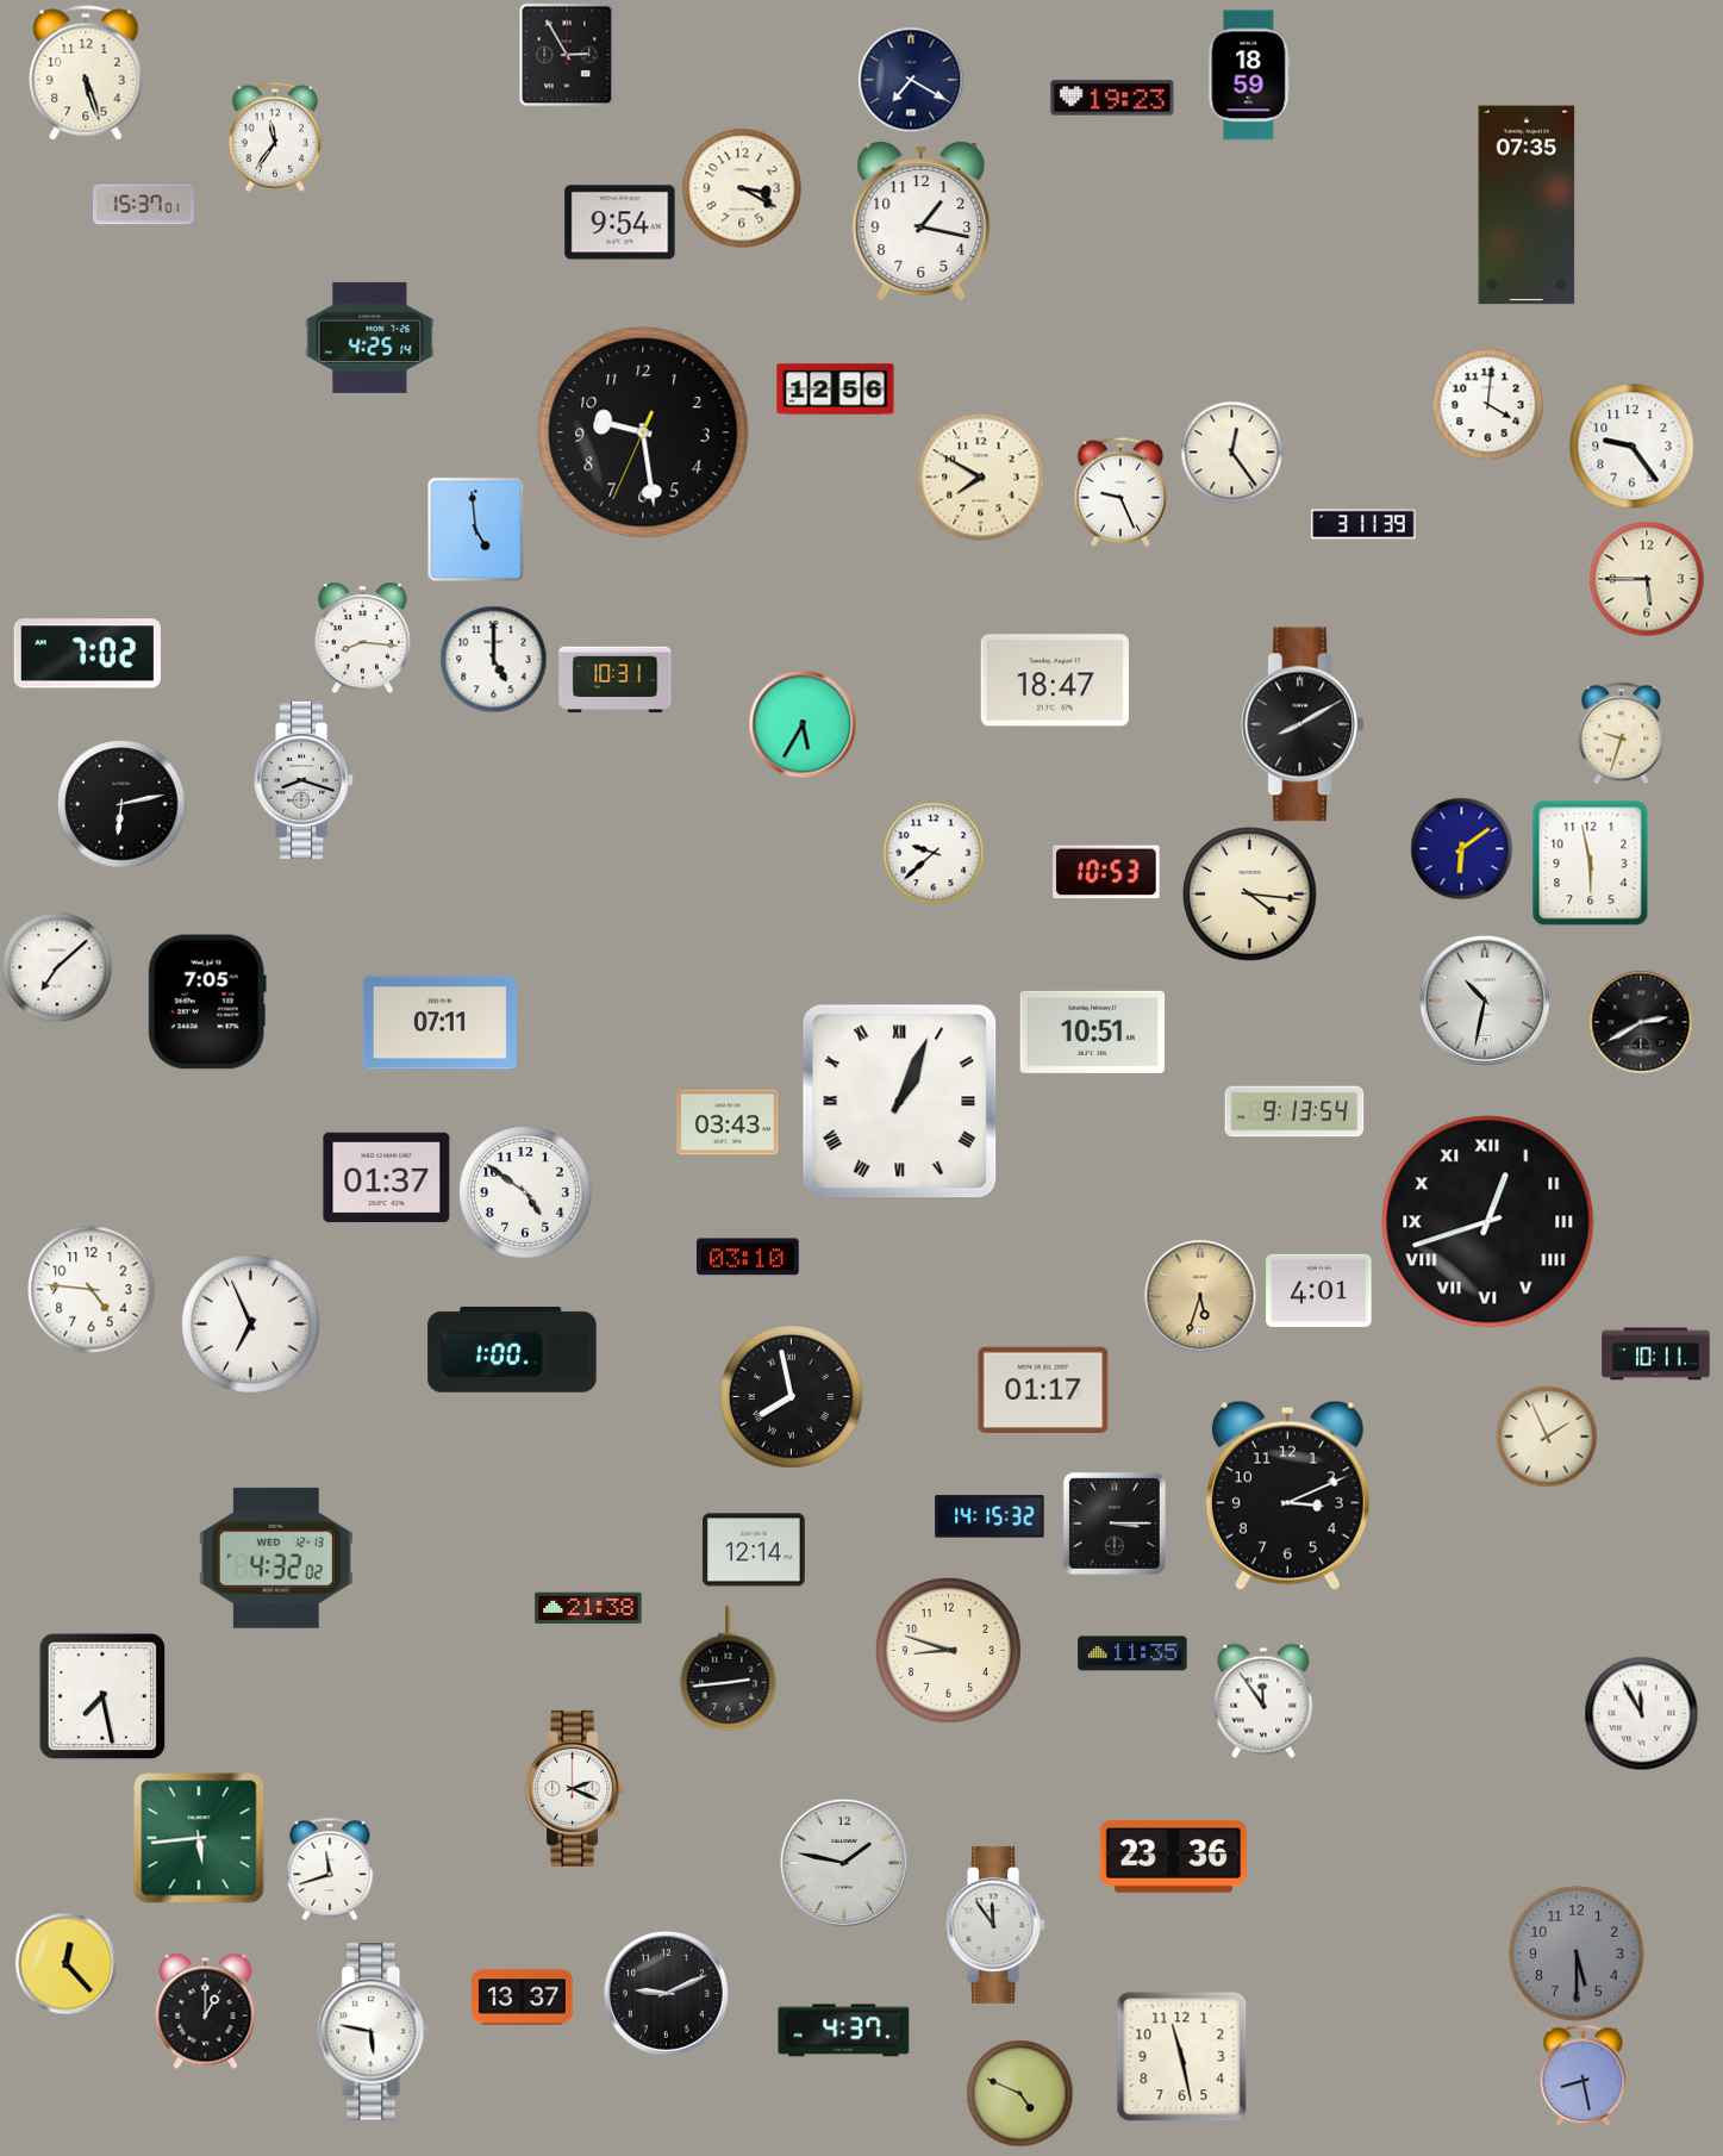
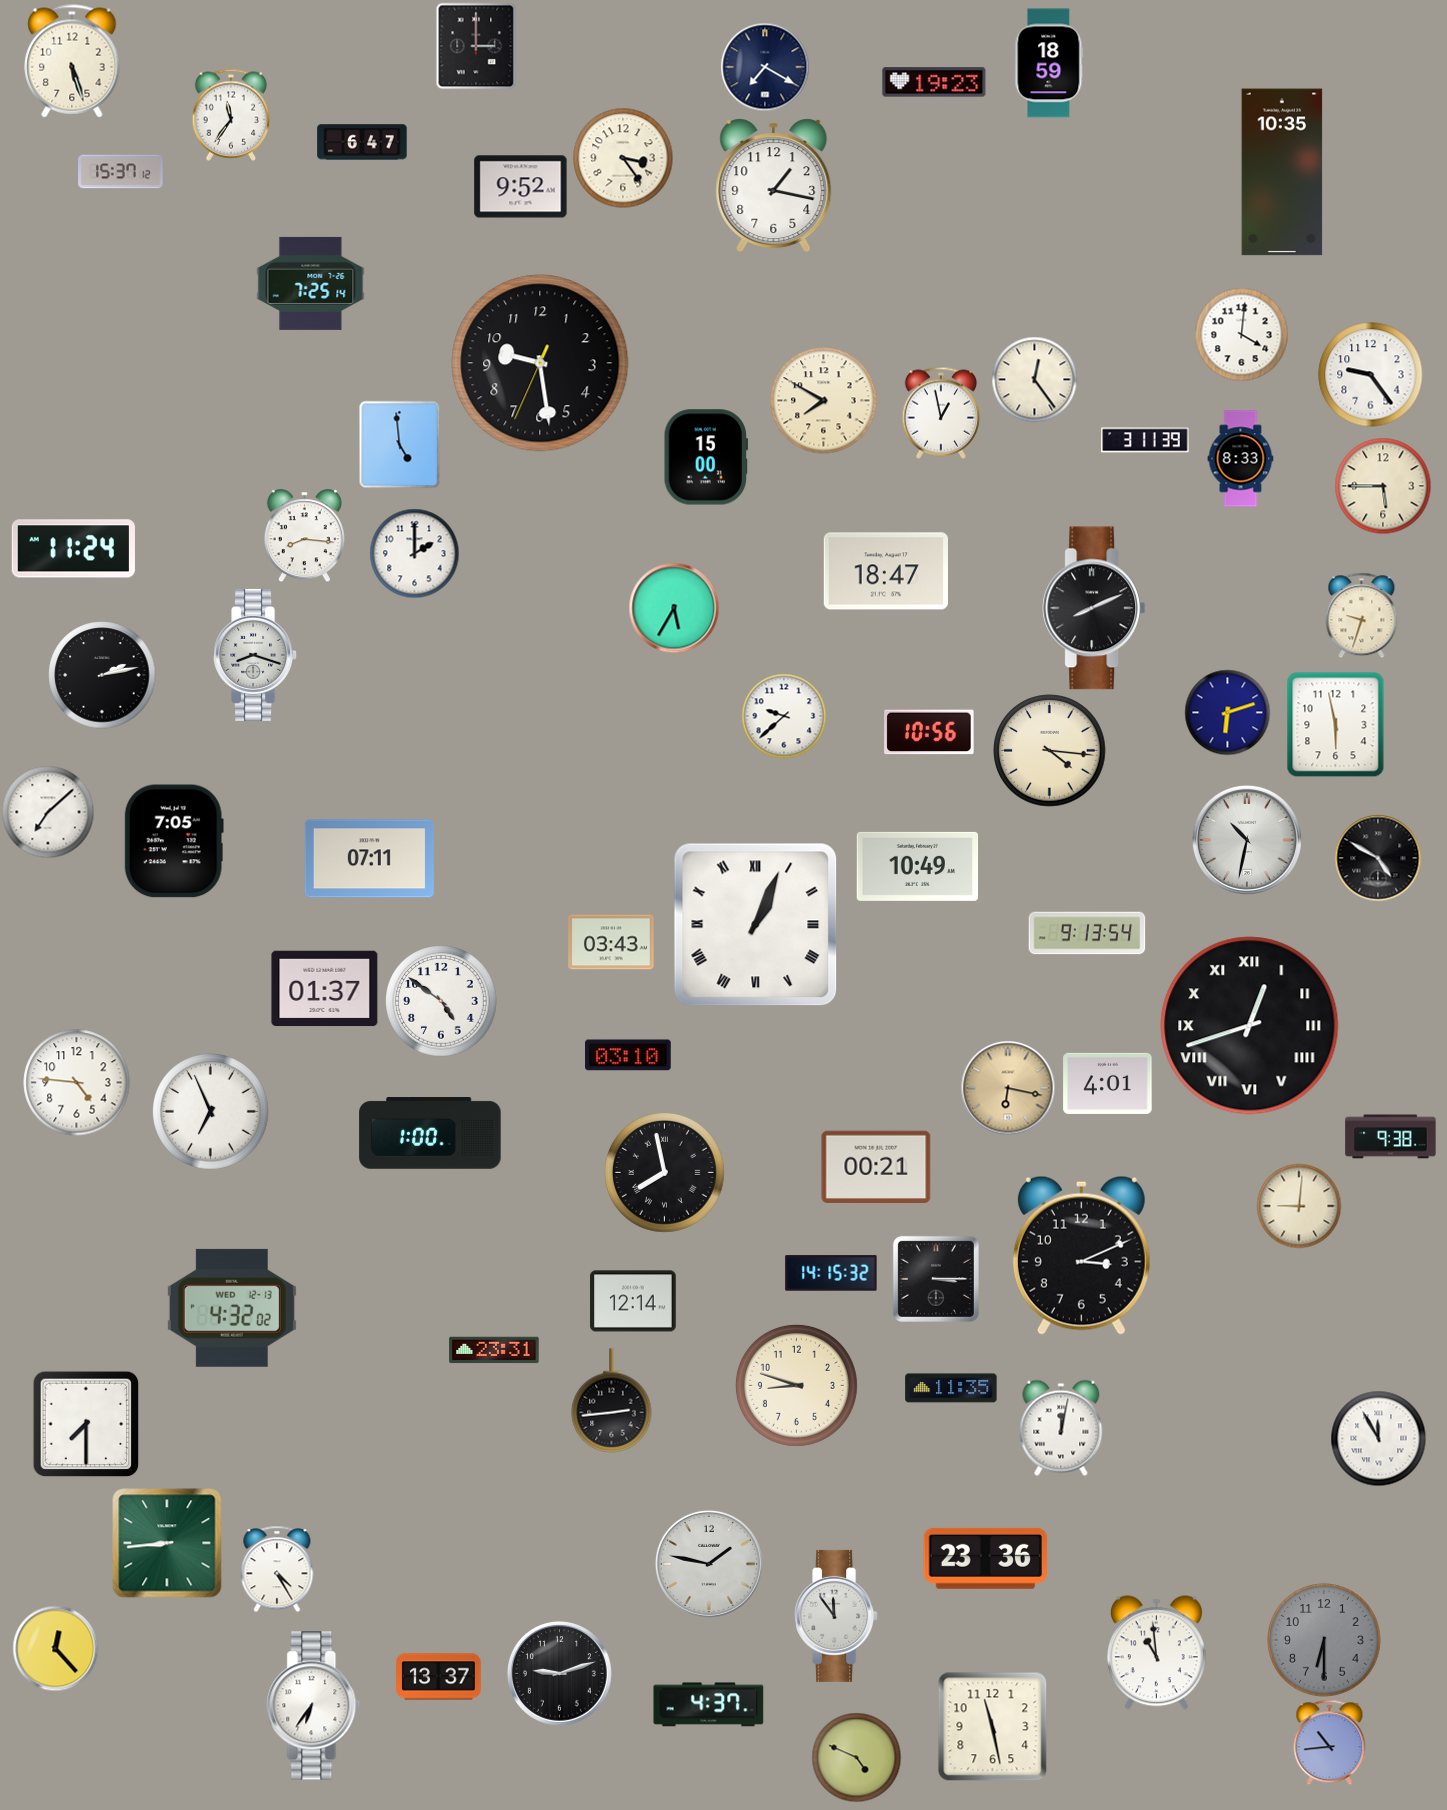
clock at (567, 55): 2:55 -> 3:00
clock at (362, 142): none -> 6:47
clock at (742, 188): 3:20 -> 3:24
clock at (144, 205): 15:37:01 -> 15:37:12
clock at (1527, 205): 07:35 -> 10:35
clock at (620, 223): 9:54 -> 9:52
clock at (370, 337): 4:25 -> 7:25
clock at (836, 390): 12:56 -> none
clock at (1487, 404) position: (1487, 404) -> (1241, 334)
clock at (1120, 492): 9:26 -> 12:58
clock at (706, 457): none -> 15:00
clock at (1241, 459): none -> 8:33
clock at (87, 654): 7:02 -> 11:24
clock at (493, 659): 5:00 -> 2:00
clock at (616, 680): 10:31 -> none
clock at (1303, 724): 8:10 -> 8:11
clock at (121, 804): 6:13 -> 2:13
clock at (1461, 848): 6:09 -> 6:12
clock at (1106, 872): 10:53 -> 10:56
clock at (1641, 1022): 2:40 -> 4:50
clock at (1093, 1032): 10:51 -> 10:49
clock at (1200, 1296): 5:33 -> 6:17
clock at (1656, 1354): 10:11 -> 9:38
clock at (1043, 1389): 01:17 -> 00:21
clock at (1547, 1437): 1:56 -> 9:01
clock at (588, 1608): 21:38 -> 23:31
clock at (102, 1696): 7:28 -> 7:30
clock at (1263, 1701): 11:54 -> 12:02
clock at (575, 1788): 2:19 -> none
clock at (199, 1838): 5:44 -> 8:44
clock at (330, 1869): 11:42 -> 4:25
clock at (1577, 1954): 5:30 -> 6:30
clock at (1156, 1653): none -> 10:59
clock at (667, 1994): 9:11 -> 9:12
clock at (206, 2011): 1:00 -> none
clock at (374, 2032): 5:47 -> 6:36
clock at (1584, 2075): 8:28 -> 10:44
